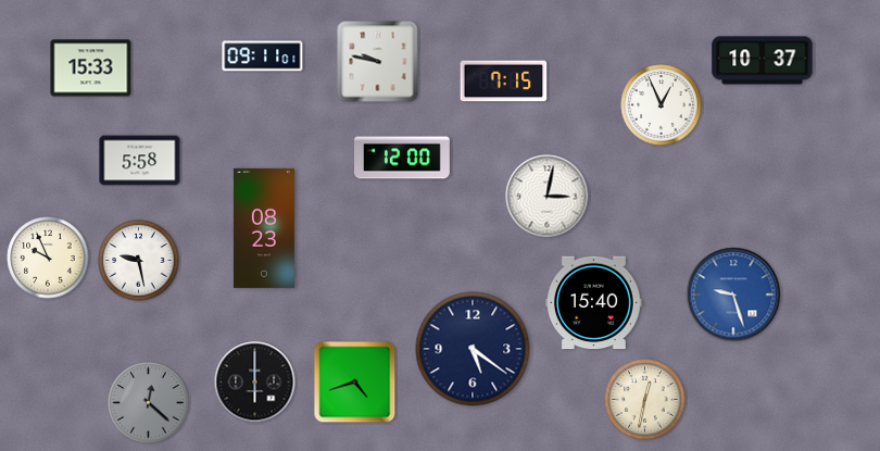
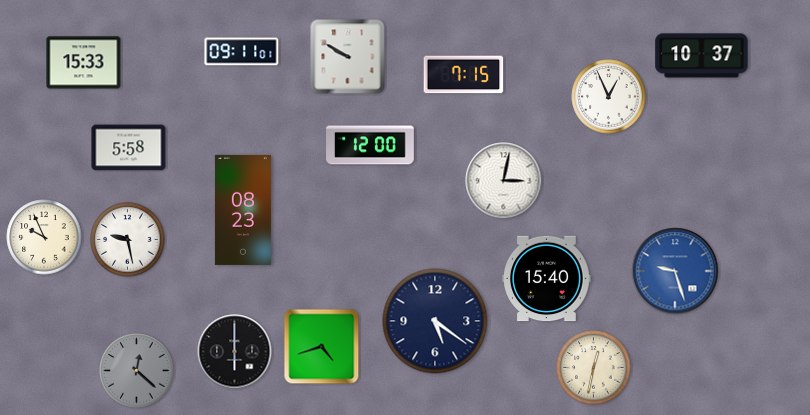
clock at (378, 62): 9:47 -> 9:50
clock at (355, 383) position: (355, 383) -> (322, 347)
